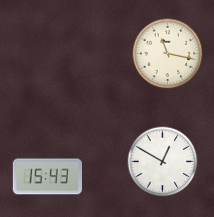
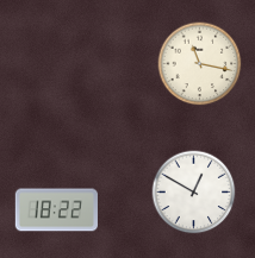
clock at (47, 177): 15:43 -> 18:22
